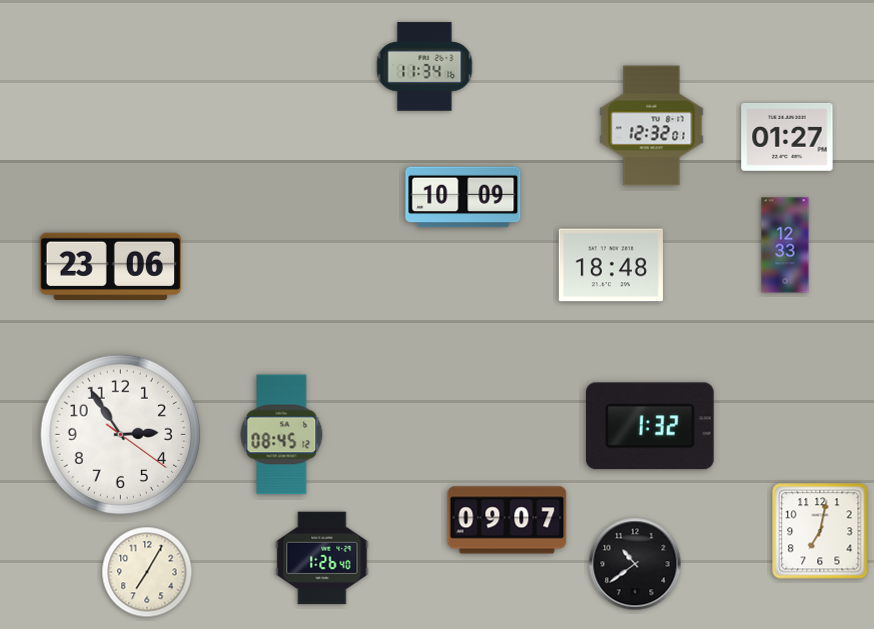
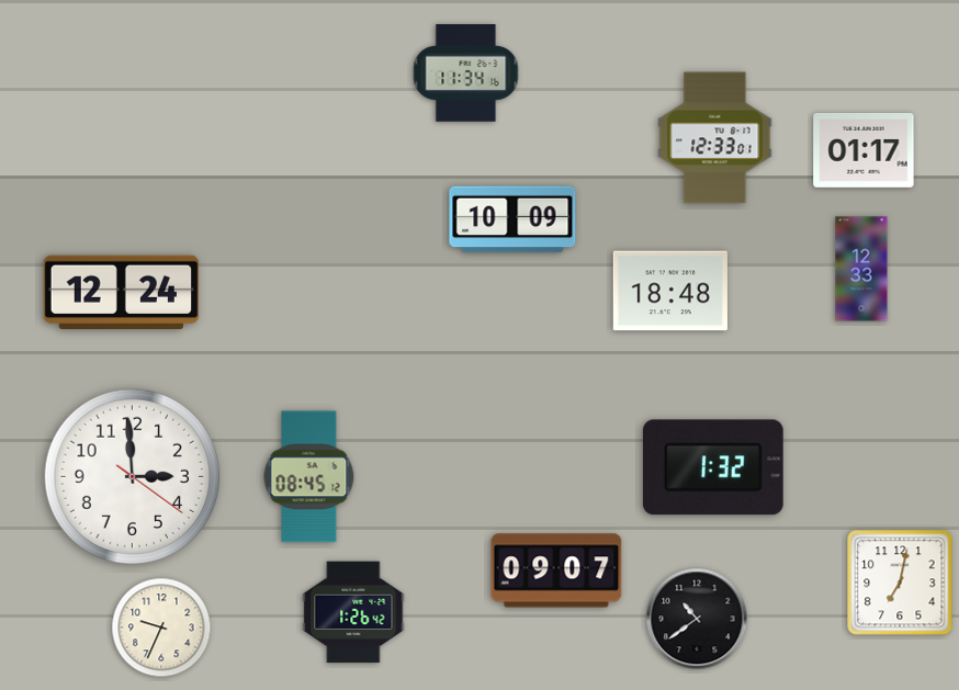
clock at (652, 126): 12:32 -> 12:33
clock at (787, 138): 01:27 -> 01:17
clock at (463, 197) position: (463, 197) -> (512, 219)
clock at (110, 266): 23:06 -> 12:24
clock at (120, 434): 2:54 -> 2:59
clock at (322, 558): 1:26:40 -> 1:26:42
clock at (147, 572): 7:05 -> 9:34
